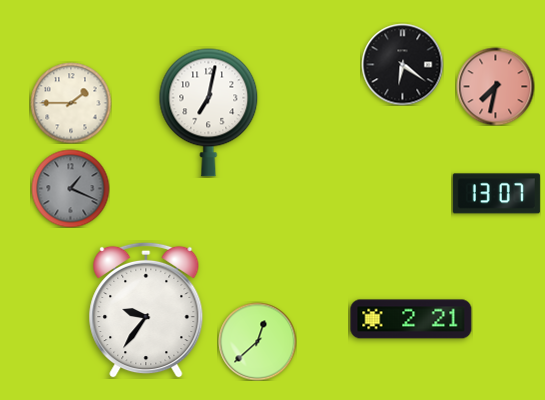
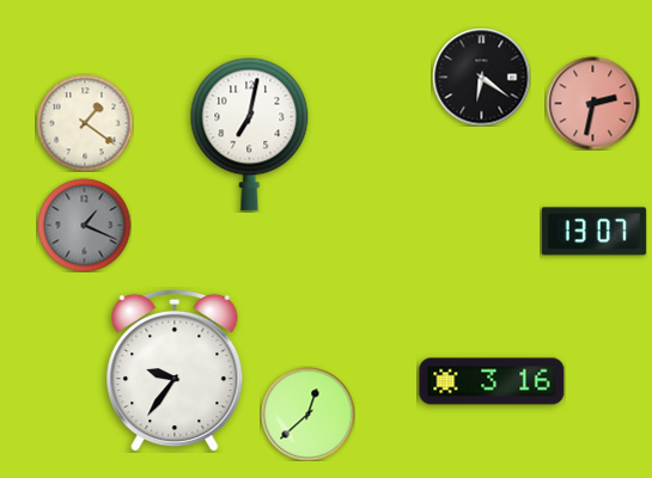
clock at (495, 86): 7:32 -> 2:32
clock at (71, 103): 1:45 -> 1:21
clock at (411, 319): 2:21 -> 3:16
clock at (257, 341) position: (257, 341) -> (307, 413)
